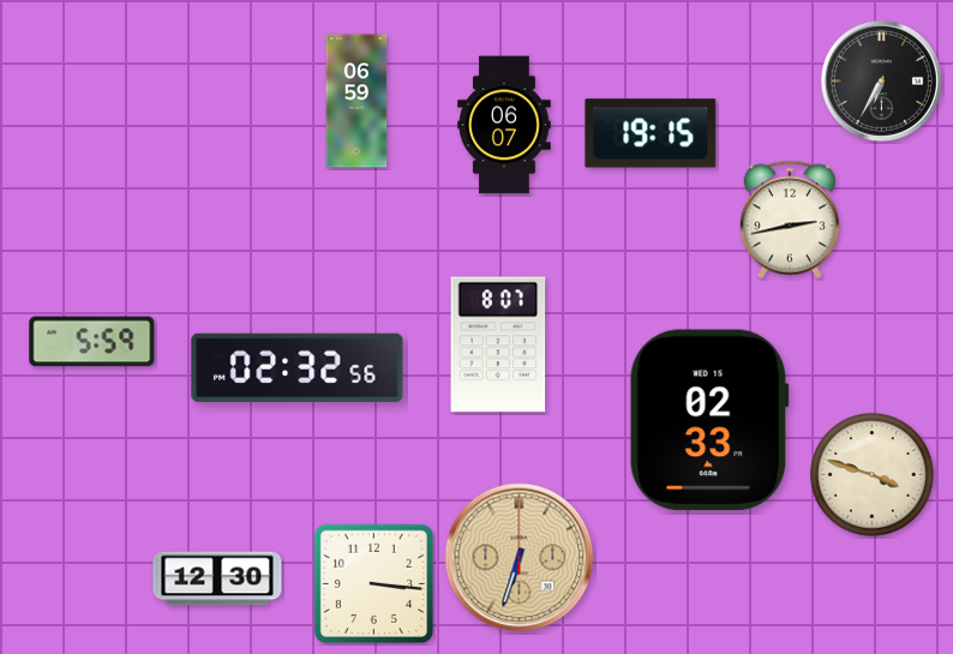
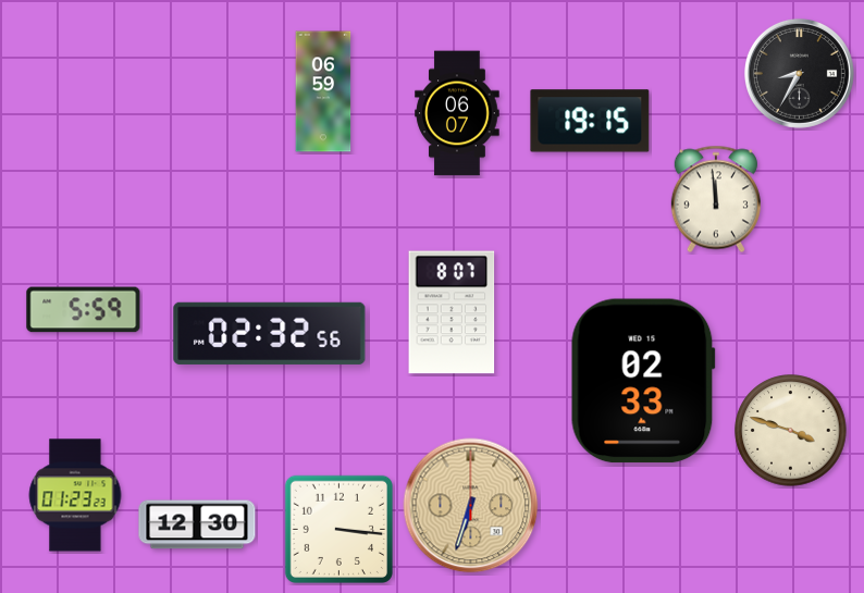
clock at (881, 80): 6:35 -> 8:35
clock at (790, 220): 2:43 -> 11:59
clock at (75, 495): none -> 01:23
